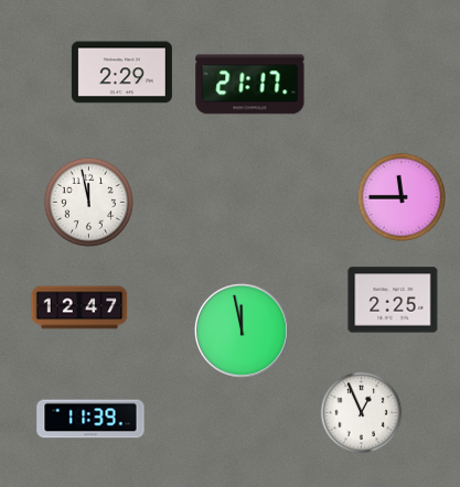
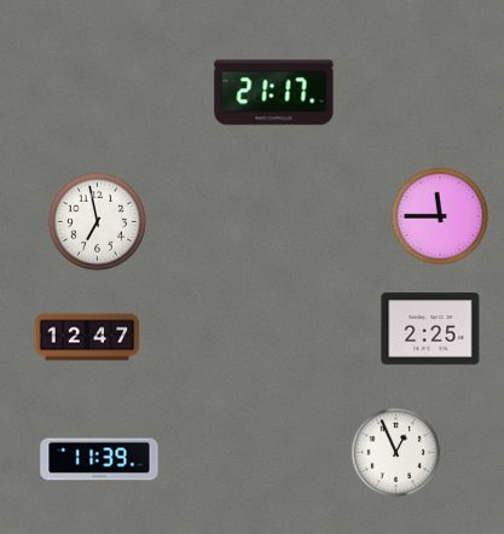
clock at (121, 73): 2:29 -> none
clock at (88, 202): 11:58 -> 6:58
clock at (243, 332): 11:58 -> none
